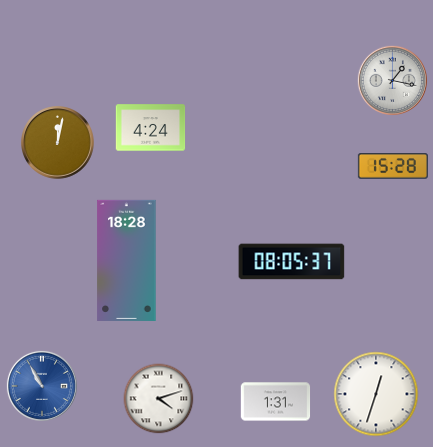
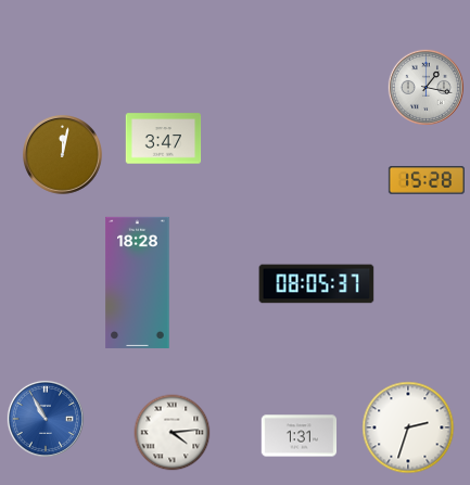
clock at (151, 128): 4:24 -> 3:47
clock at (376, 394): 12:33 -> 2:33
clock at (159, 399): 4:12 -> 4:14
